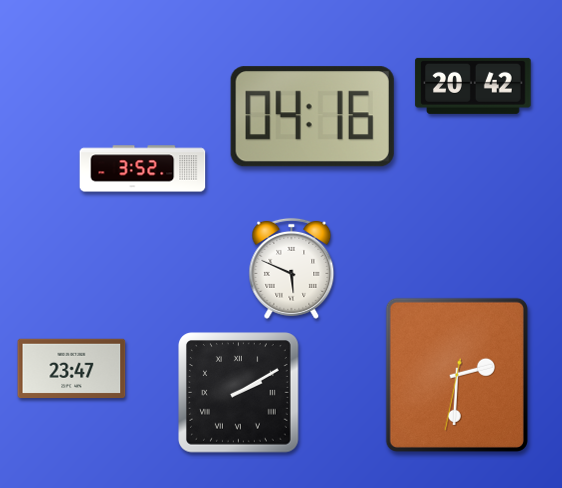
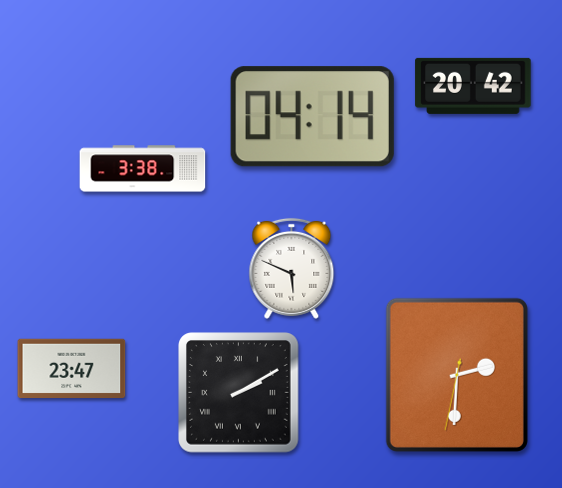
clock at (312, 117): 04:16 -> 04:14
clock at (143, 169): 3:52 -> 3:38
